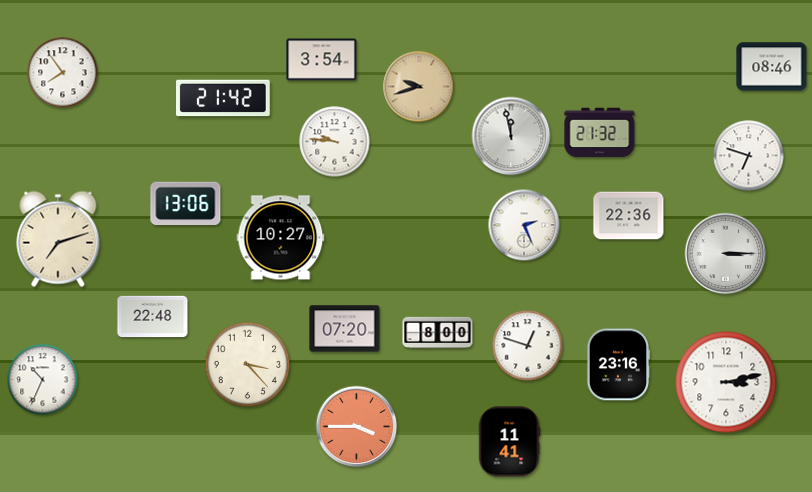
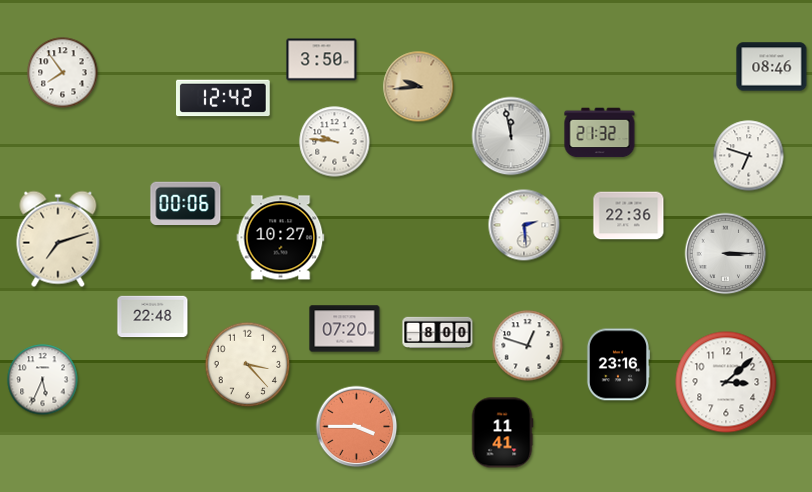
clock at (322, 60): 3:54 -> 3:50
clock at (419, 87): 9:42 -> 9:44
clock at (224, 98): 21:42 -> 12:42
clock at (186, 204): 13:06 -> 00:06
clock at (524, 225): 2:26 -> 2:29
clock at (43, 380): 10:34 -> 5:34
clock at (726, 382): 3:13 -> 3:08
clock at (509, 442) position: (509, 442) -> (502, 433)
